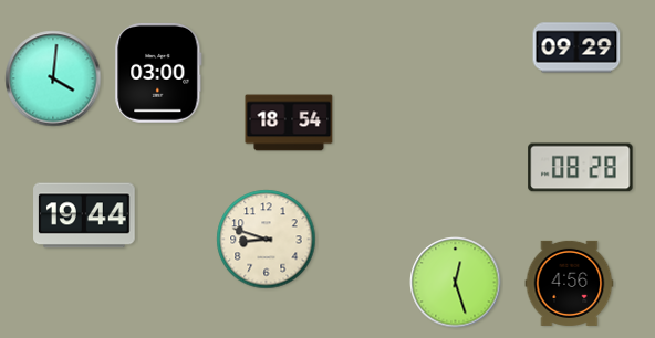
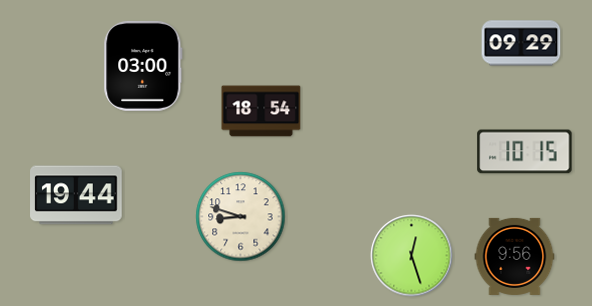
clock at (53, 78): 4:01 -> none
clock at (581, 168): 08:28 -> 10:15
clock at (570, 283): 4:56 -> 9:56
